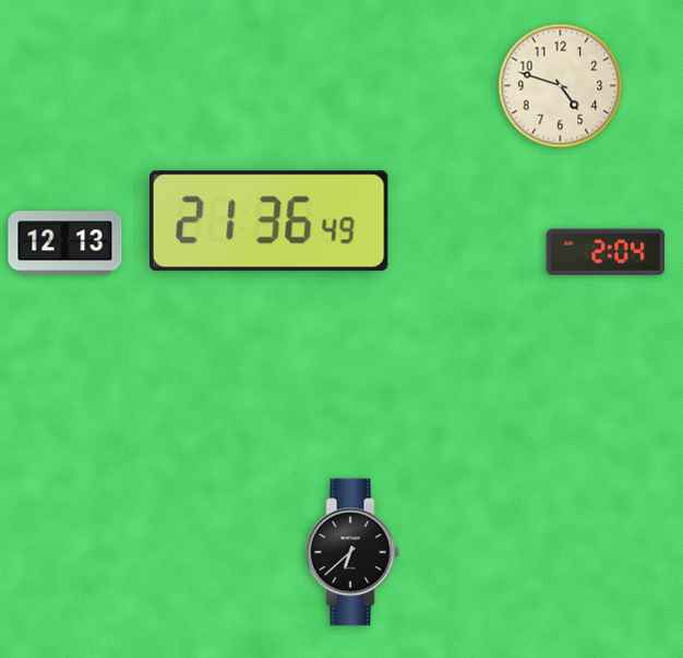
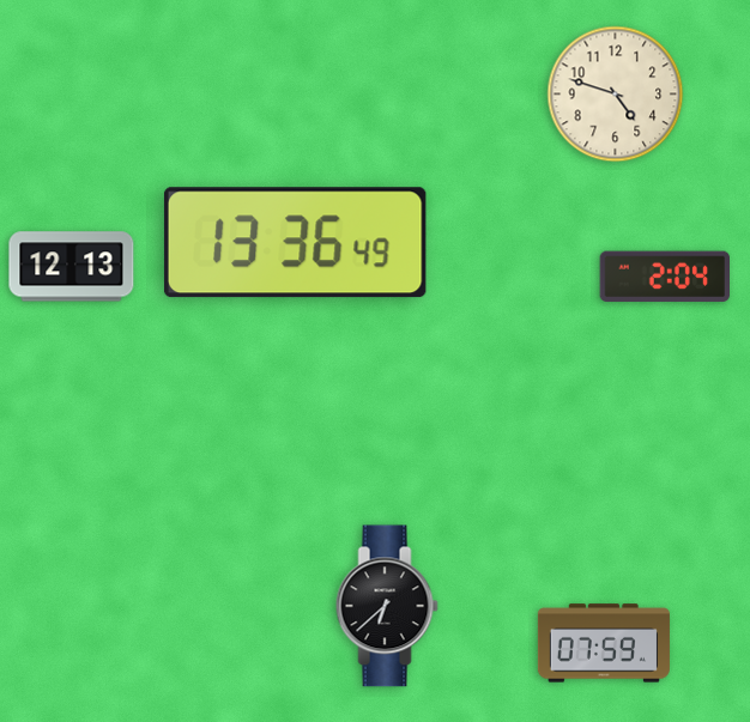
clock at (268, 222): 21:36 -> 13:36
clock at (604, 643): none -> 07:59
